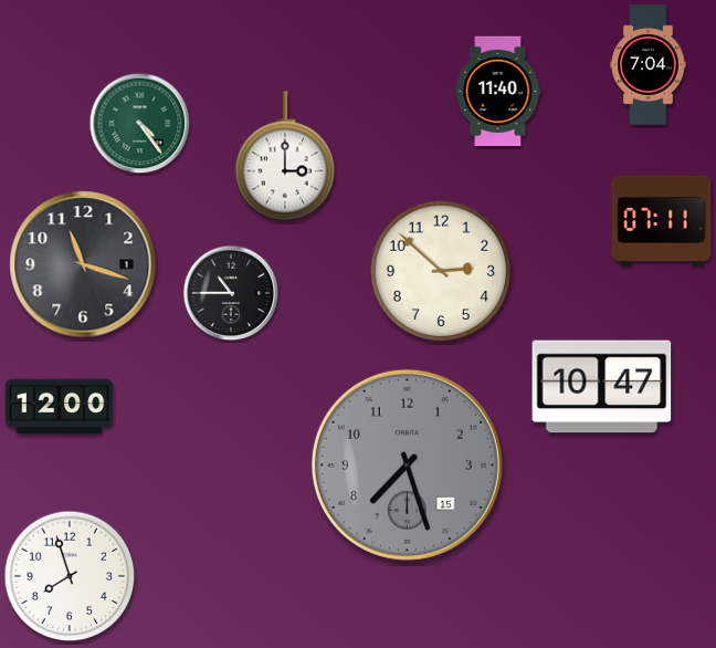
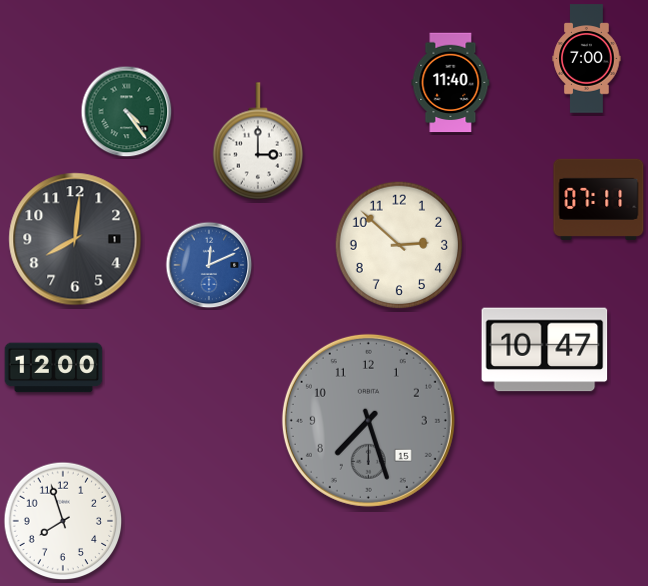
clock at (649, 65): 7:04 -> 7:00
clock at (83, 264): 11:18 -> 8:01
clock at (231, 293): 10:45 -> 12:11
clock at (231, 293) dial: black -> blue
